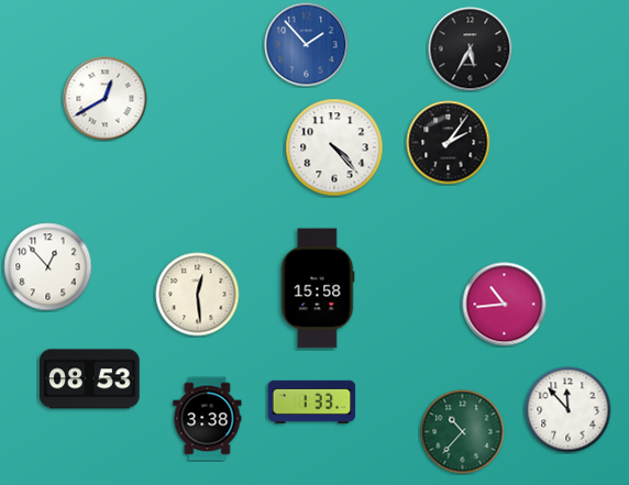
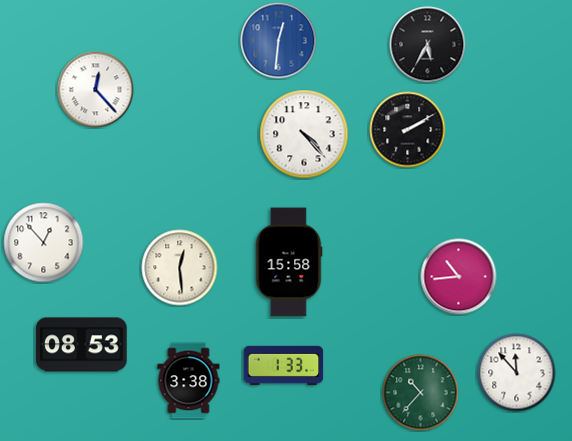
clock at (307, 45): 1:53 -> 12:31
clock at (106, 99): 12:40 -> 12:23
clock at (449, 143): 2:06 -> 2:10
